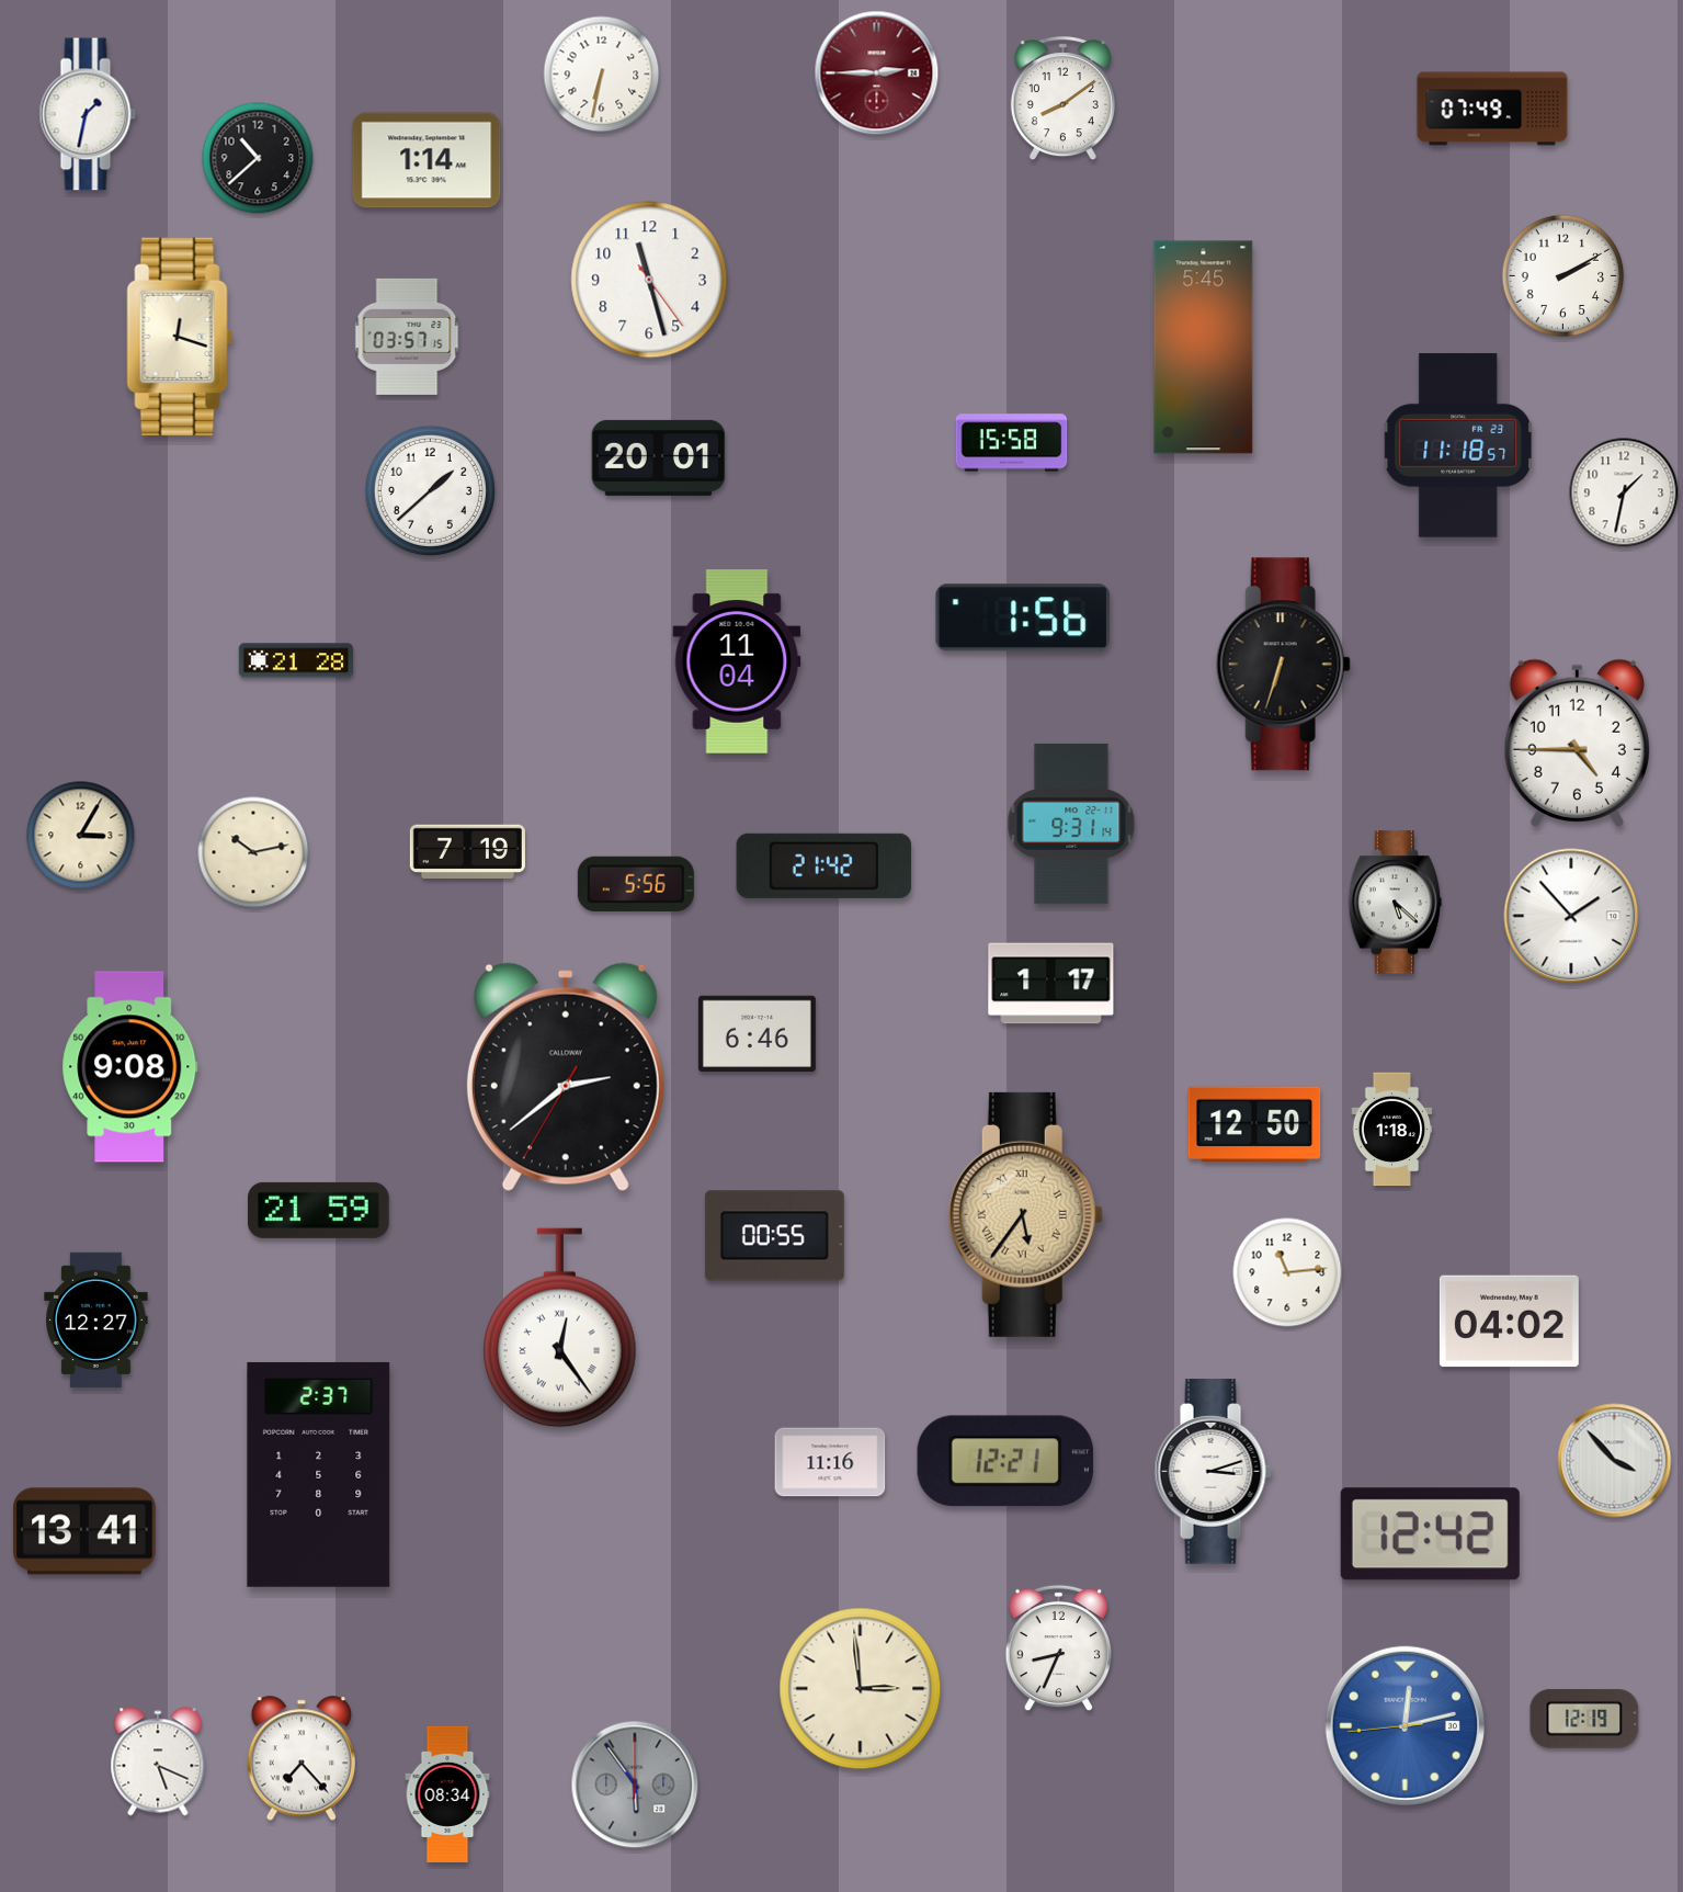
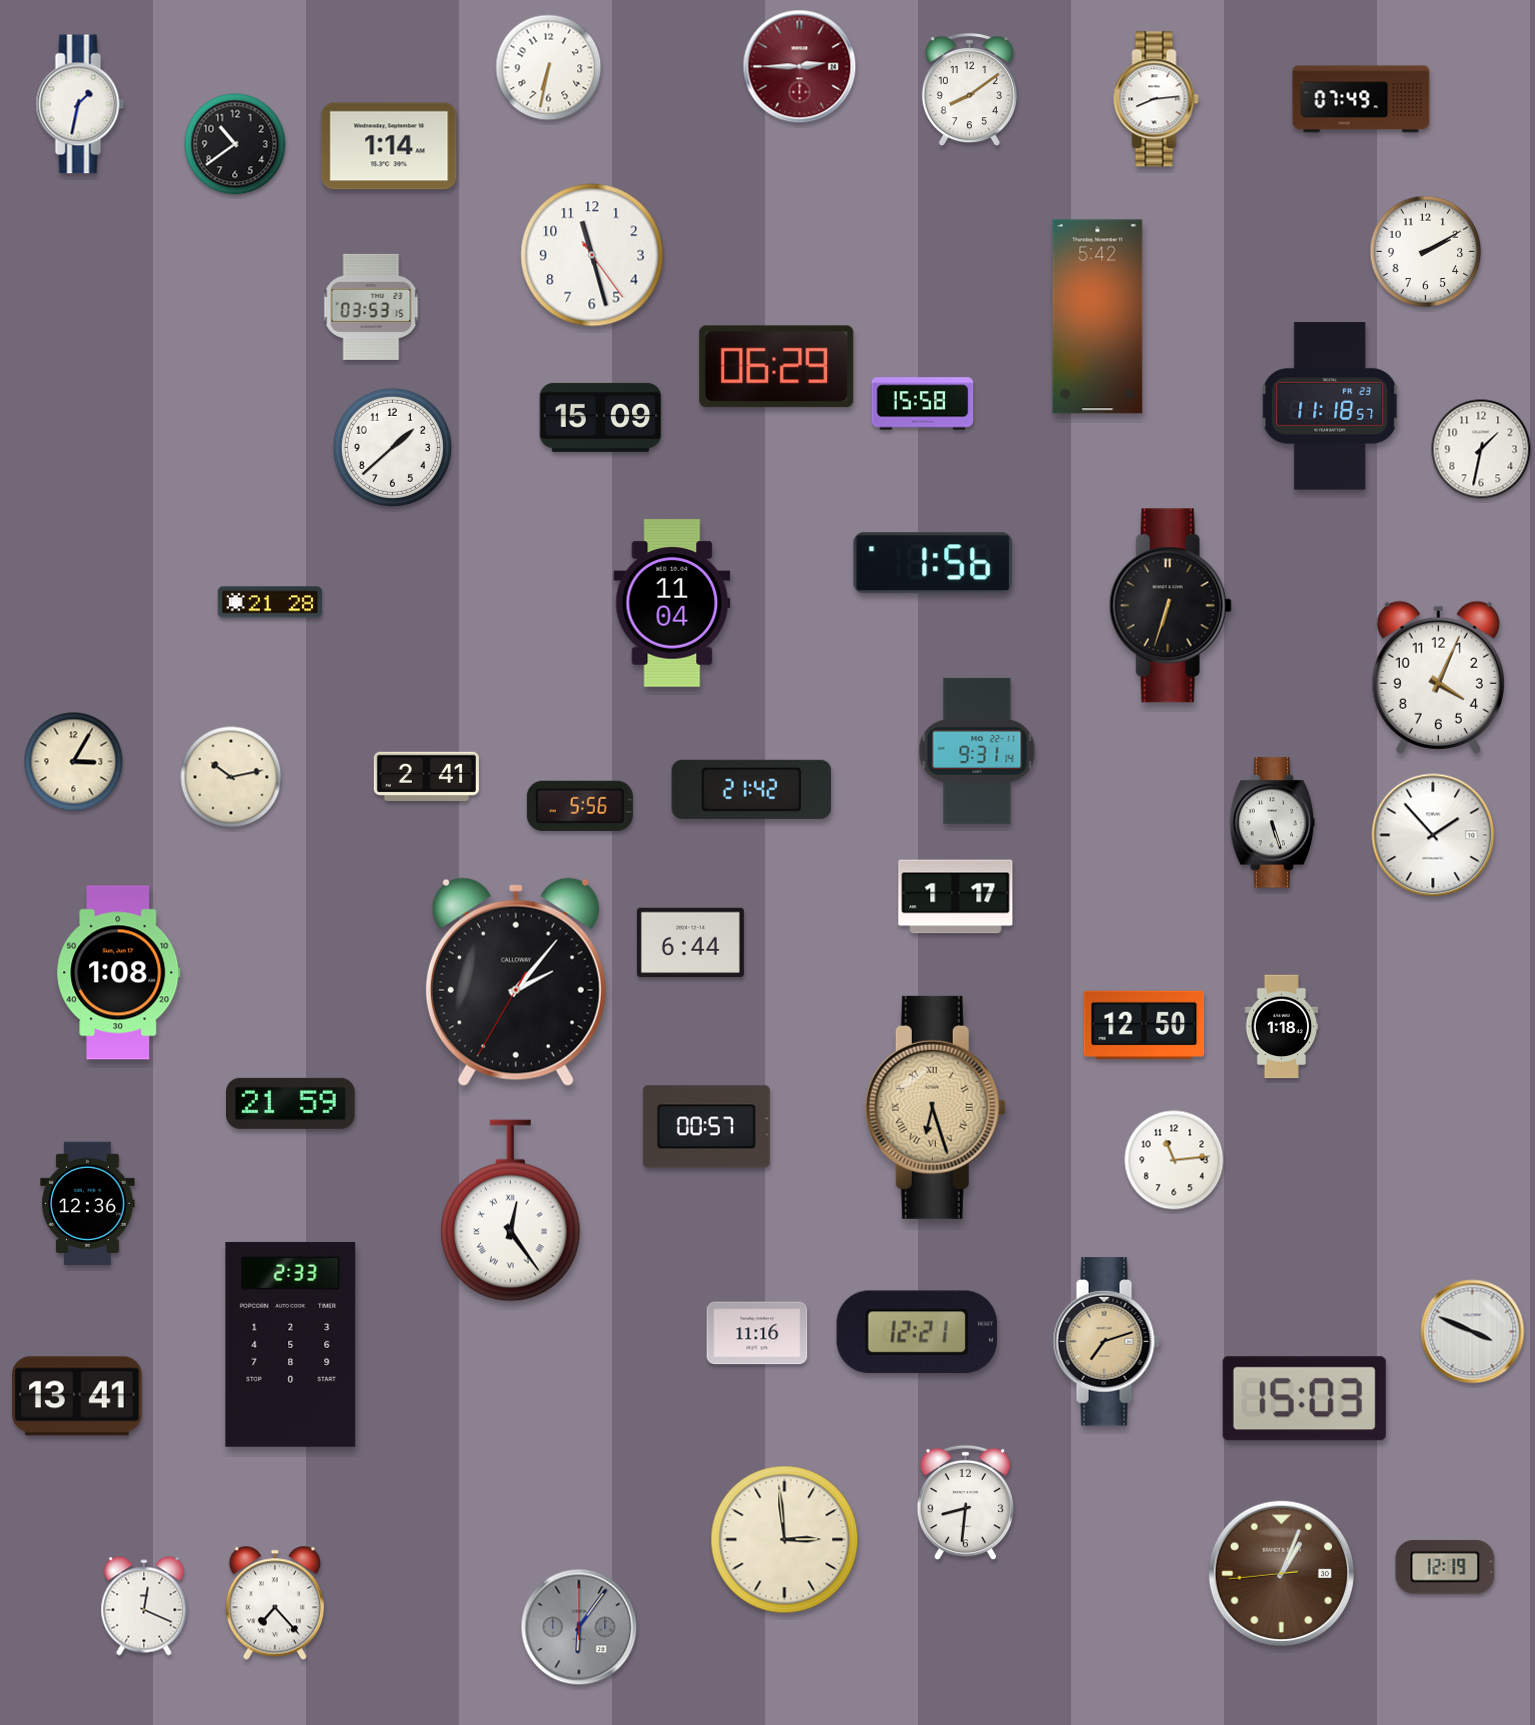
clock at (1156, 99): none -> 8:14
clock at (258, 158): 10:38 -> 10:39
clock at (180, 337): 12:18 -> none
clock at (407, 337): 03:57 -> 03:53
clock at (1204, 348): 5:45 -> 5:42
clock at (777, 367): none -> 06:29
clock at (659, 457): 20:01 -> 15:09
clock at (1577, 743): 4:45 -> 4:04
clock at (467, 852): 7:19 -> 2:41
clock at (1396, 903): 5:22 -> 5:27
clock at (1051, 984) position: (1051, 984) -> (956, 897)
clock at (757, 1033): 6:46 -> 6:44
clock at (130, 1067): 9:08 -> 1:08
clock at (566, 1077): 2:38 -> 2:06
clock at (1392, 1130) position: (1392, 1130) -> (1282, 1027)
clock at (1025, 1214): 5:36 -> 6:27
clock at (774, 1236): 00:55 -> 00:57
clock at (96, 1319): 12:27 -> 12:36
clock at (1509, 1322): 04:02 -> none
clock at (1615, 1461): 3:53 -> 3:49
clock at (1213, 1472): 3:12 -> 7:12
clock at (1213, 1472) dial: white -> champagne
clock at (319, 1474): 2:37 -> 2:33
clock at (1430, 1534): 12:42 -> 15:03
clock at (1058, 1649): 8:34 -> 8:31
clock at (1405, 1725): 12:12 -> 1:03
clock at (1405, 1725) dial: blue -> brown
clock at (158, 1761): 5:19 -> 12:19
clock at (635, 1785): 5:54 -> 6:06
clock at (447, 1793): 08:34 -> none
